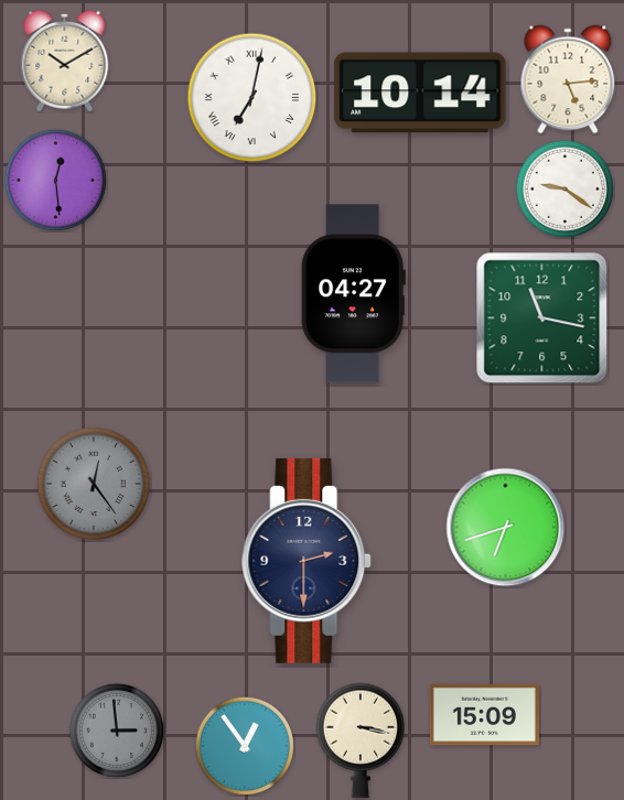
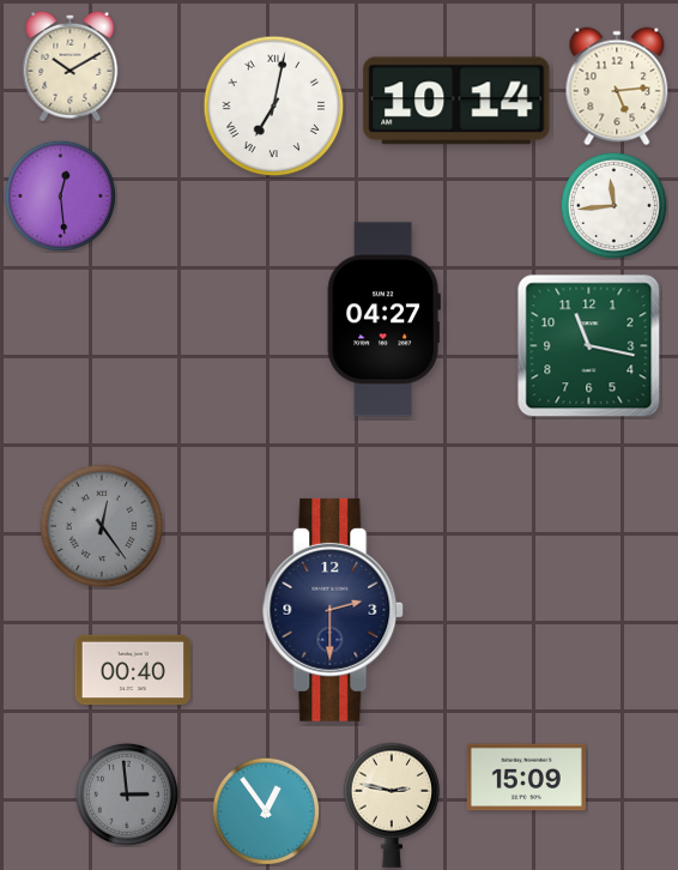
clock at (564, 188): 9:21 -> 11:44
clock at (506, 528): 6:42 -> none
clock at (133, 670): none -> 00:40
clock at (359, 740): 3:17 -> 2:47
